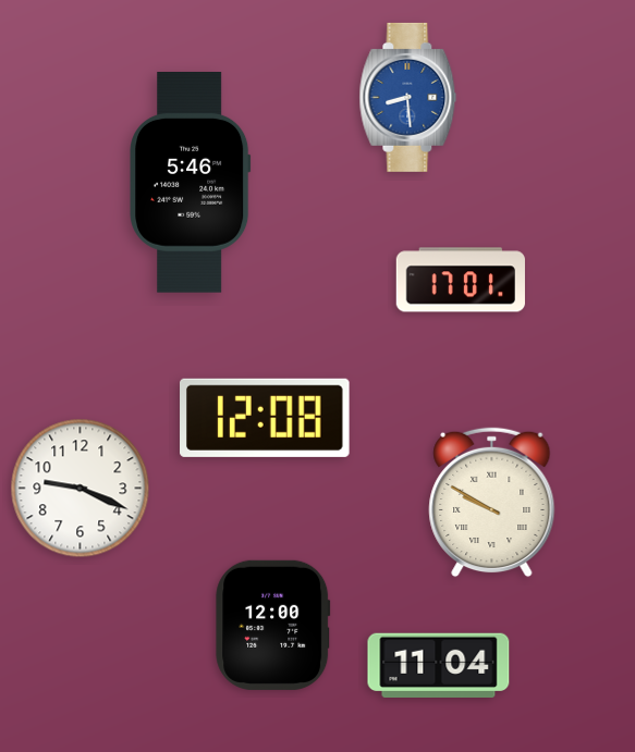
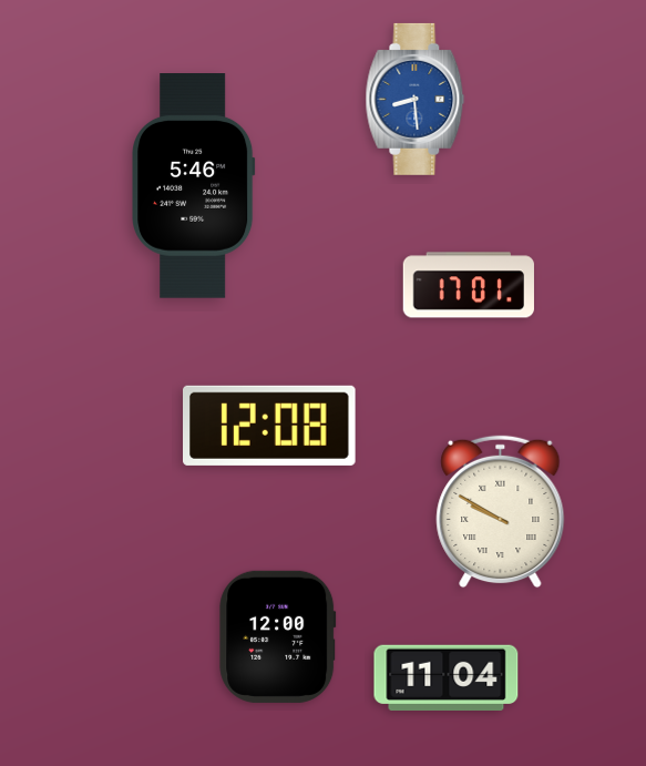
clock at (81, 489): 9:19 -> none
